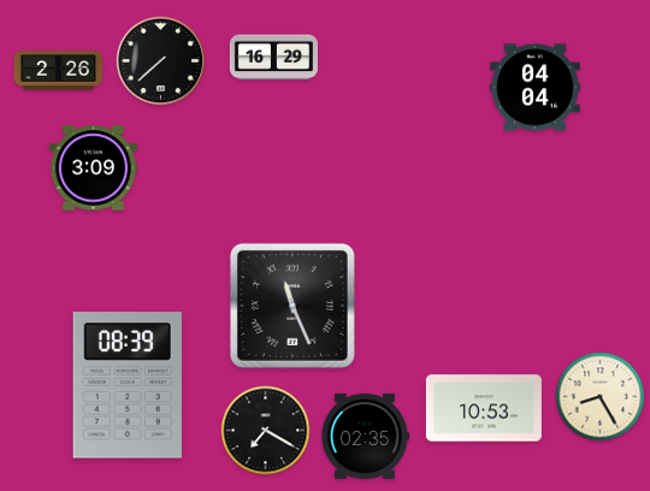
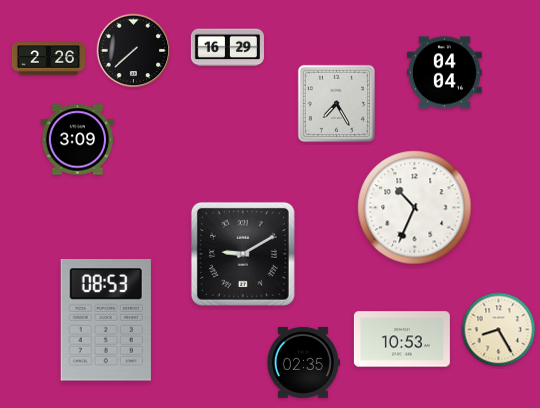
clock at (336, 103): none -> 7:25
clock at (415, 208): none -> 10:34
clock at (292, 306): 11:26 -> 9:10
clock at (128, 385): 08:39 -> 08:53
clock at (266, 431): 7:20 -> none
